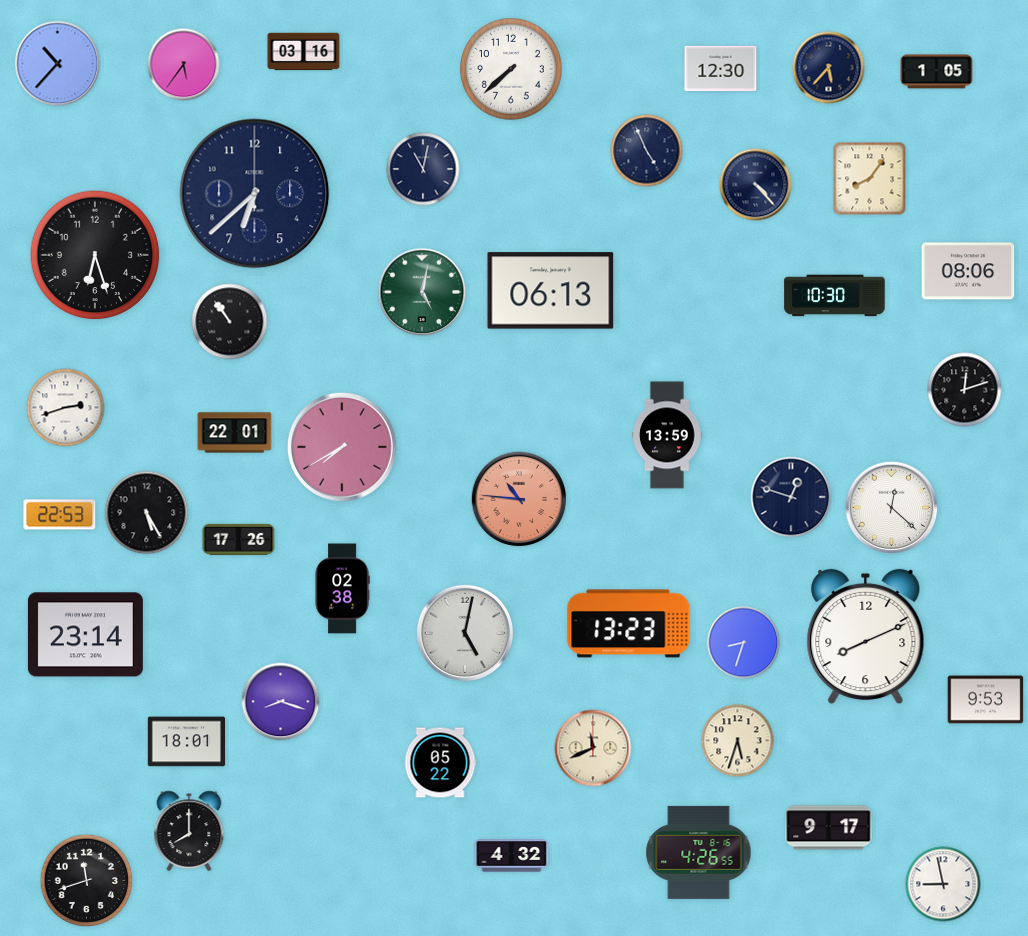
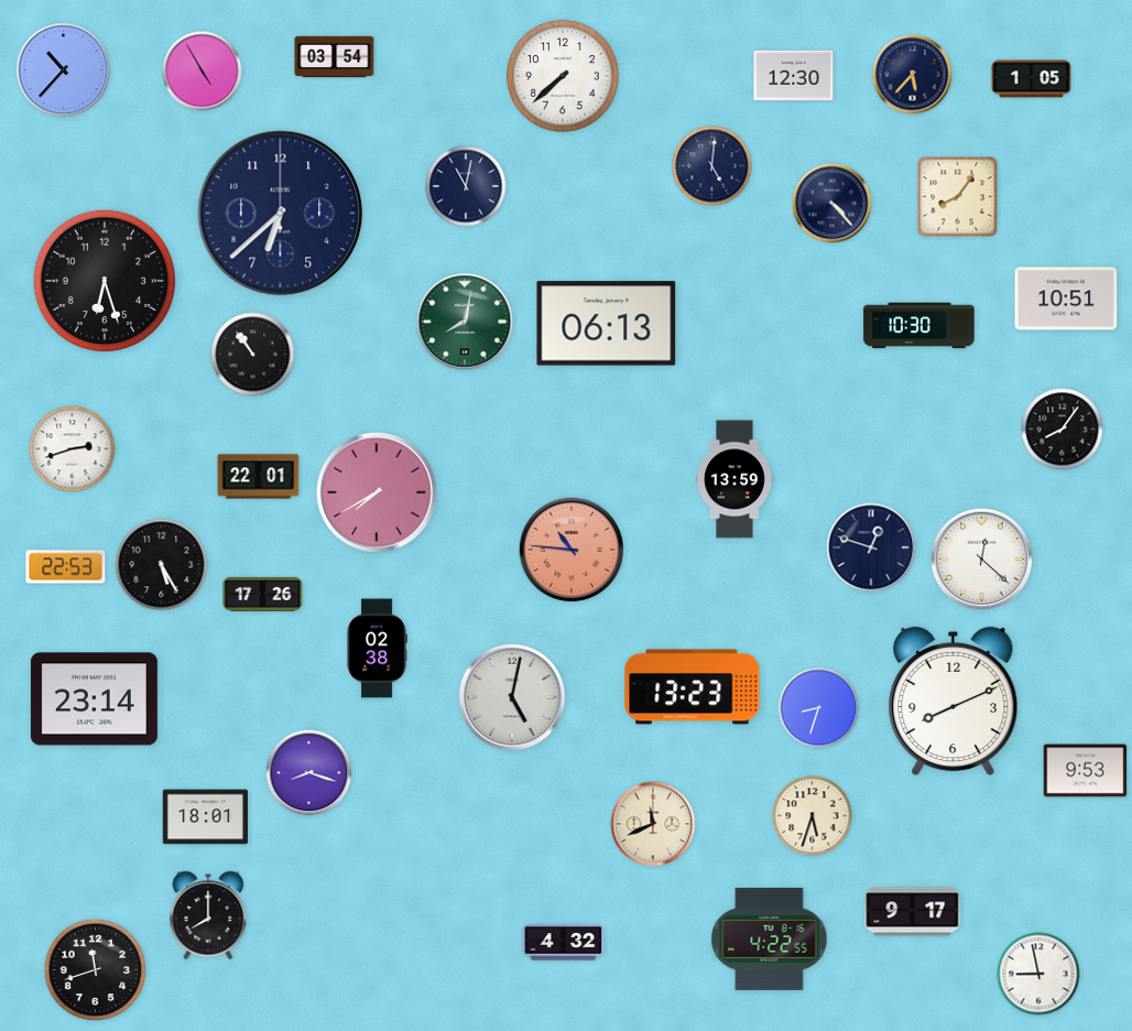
clock at (304, 52): 03:16 -> 03:54
clock at (184, 65): 5:36 -> 4:55
clock at (647, 151): 4:56 -> 5:01
clock at (968, 271): 08:06 -> 10:51
clock at (551, 291) position: (551, 291) -> (607, 324)
clock at (422, 292): 5:02 -> 8:02
clock at (965, 390): 12:12 -> 8:06
clock at (440, 763): 05:22 -> none
clock at (699, 852): 4:26 -> 4:22
